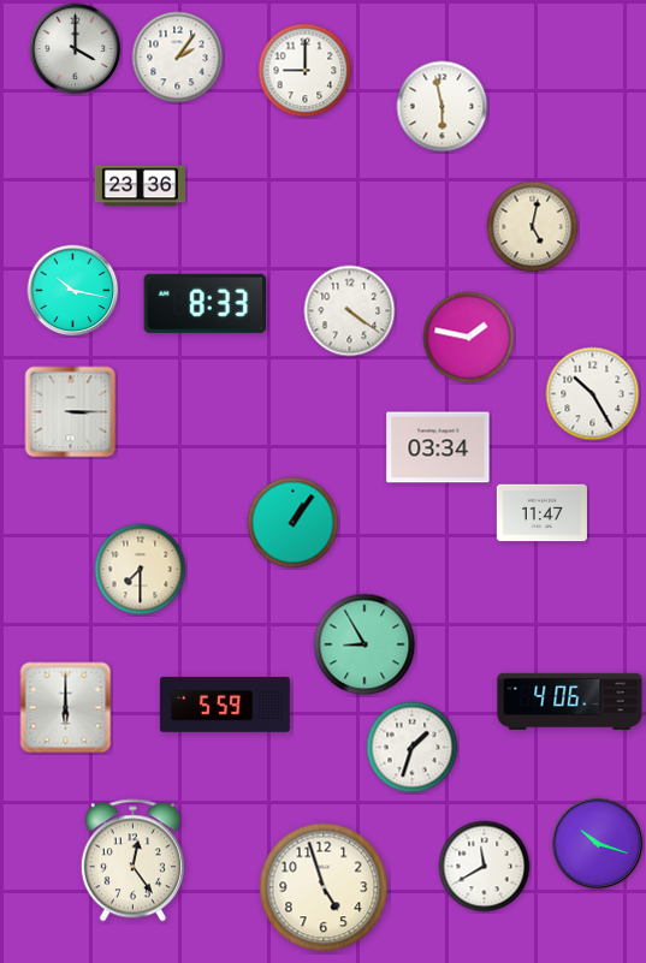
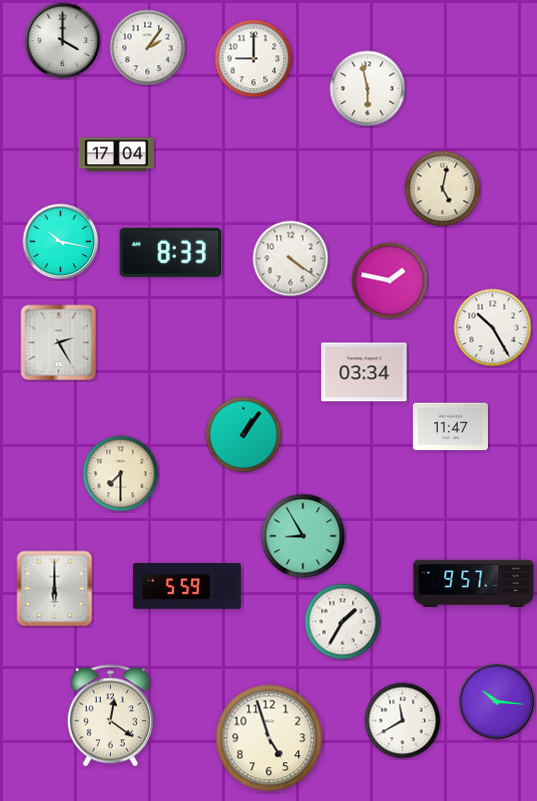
clock at (140, 186): 23:36 -> 17:04
clock at (71, 412): 3:15 -> 2:25
clock at (141, 570) position: (141, 570) -> (121, 474)
clock at (570, 701): 4:06 -> 9:57
clock at (413, 748): 1:33 -> 1:35
clock at (598, 844): 10:18 -> 10:16
clock at (132, 861): 12:24 -> 12:21
